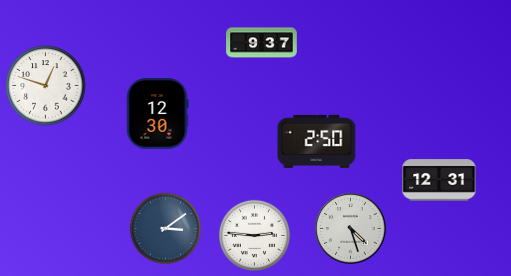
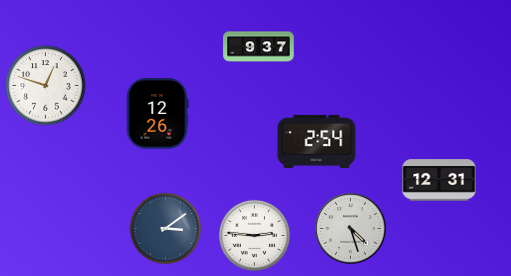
clock at (262, 43) position: (262, 43) -> (259, 47)
clock at (157, 114): 12:30 -> 12:26
clock at (317, 141): 2:50 -> 2:54
